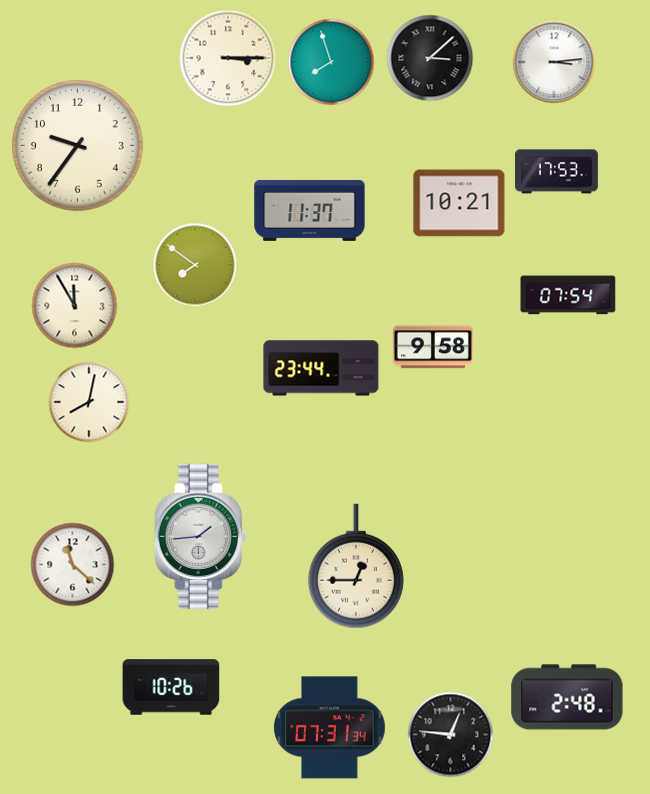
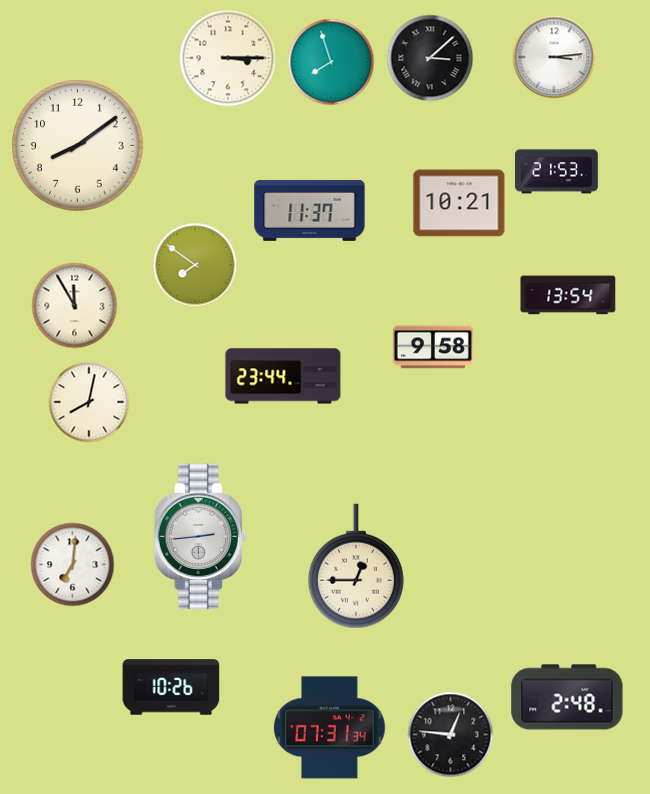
clock at (554, 62) position: (554, 62) -> (554, 57)
clock at (77, 145): 9:36 -> 8:09
clock at (557, 172): 17:53 -> 21:53
clock at (568, 295): 07:54 -> 13:54
clock at (321, 368) position: (321, 368) -> (283, 376)
clock at (200, 537): 1:44 -> 2:44
clock at (73, 565): 11:22 -> 7:01
